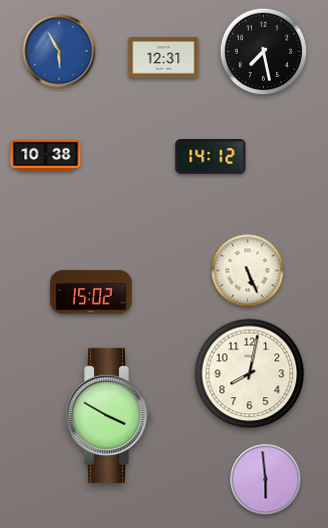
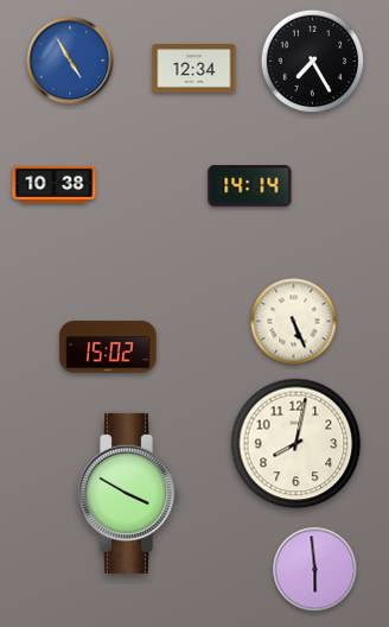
clock at (59, 51): 5:55 -> 4:55
clock at (264, 52): 7:28 -> 7:25
clock at (164, 58): 12:31 -> 12:34
clock at (211, 157): 14:12 -> 14:14
